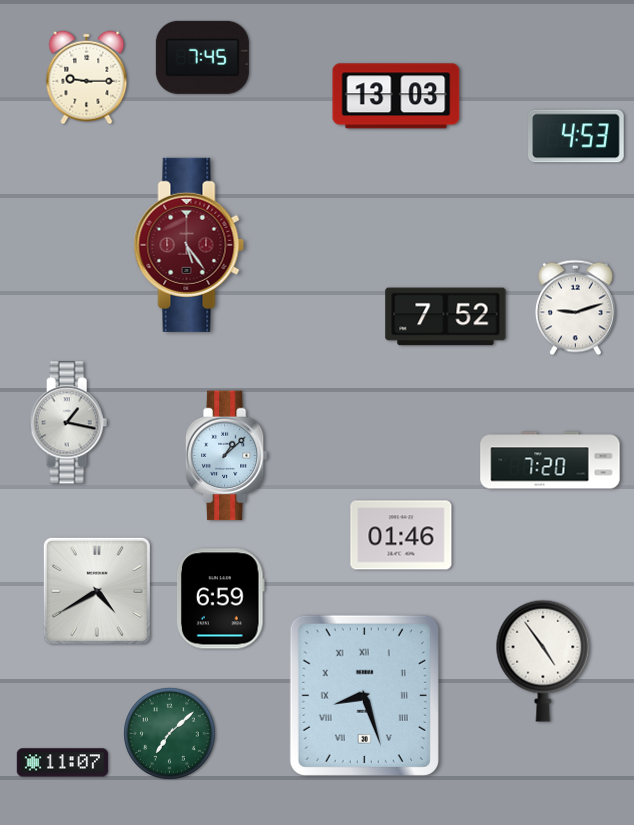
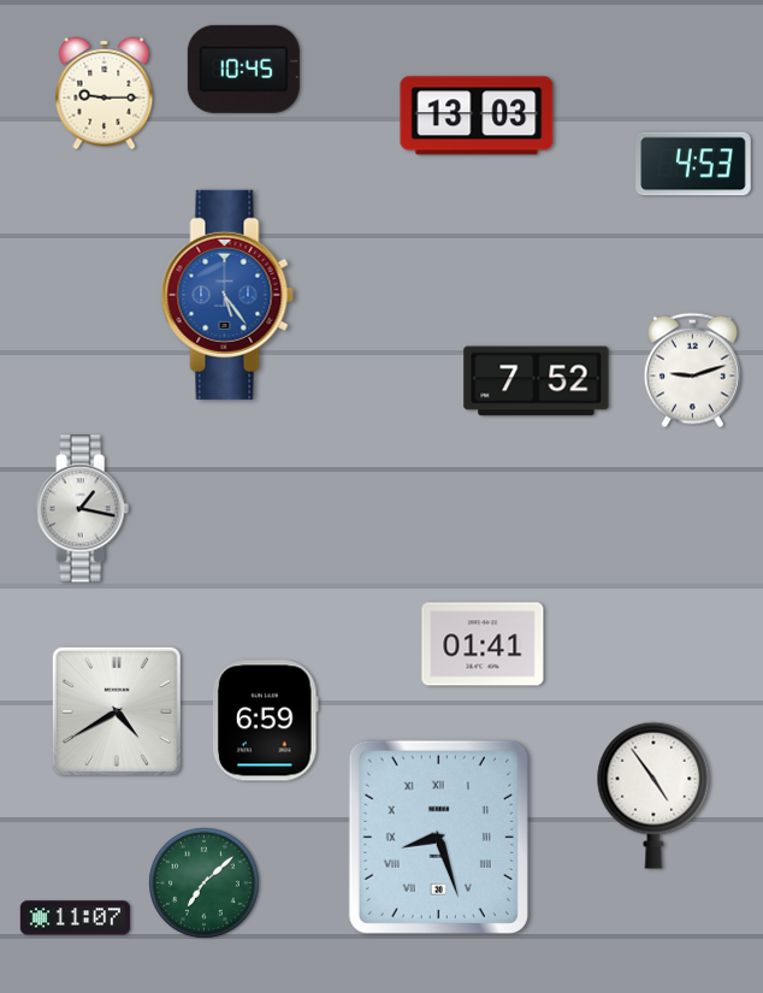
clock at (202, 57): 7:45 -> 10:45
clock at (189, 245) dial: burgundy -> blue
clock at (226, 456): 1:08 -> none
clock at (550, 460): 7:20 -> none
clock at (401, 535): 01:46 -> 01:41
